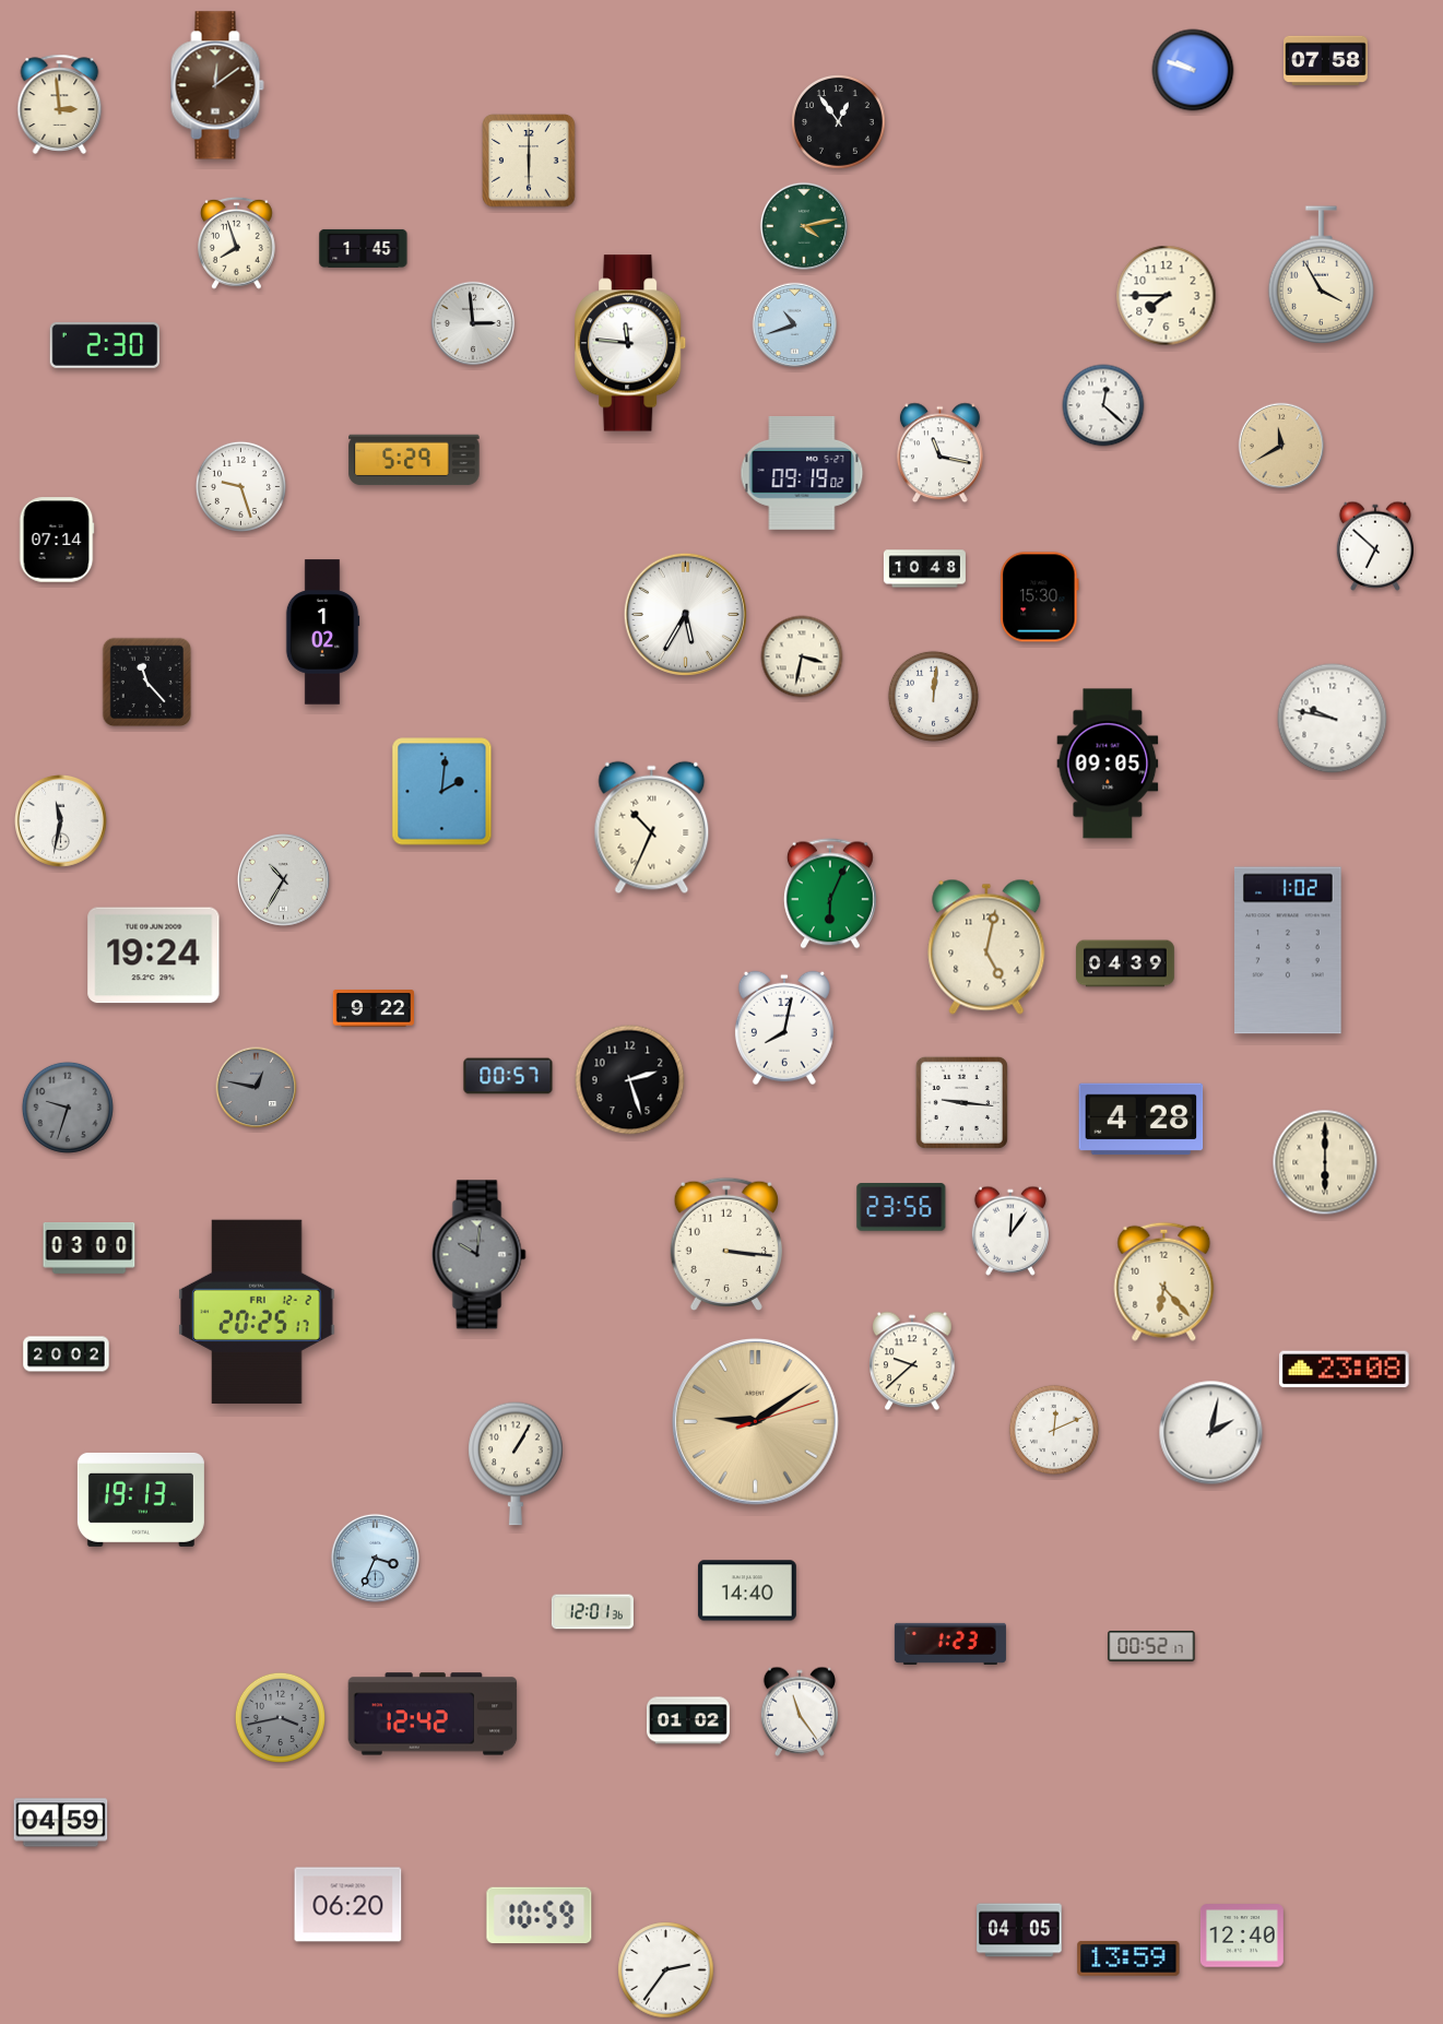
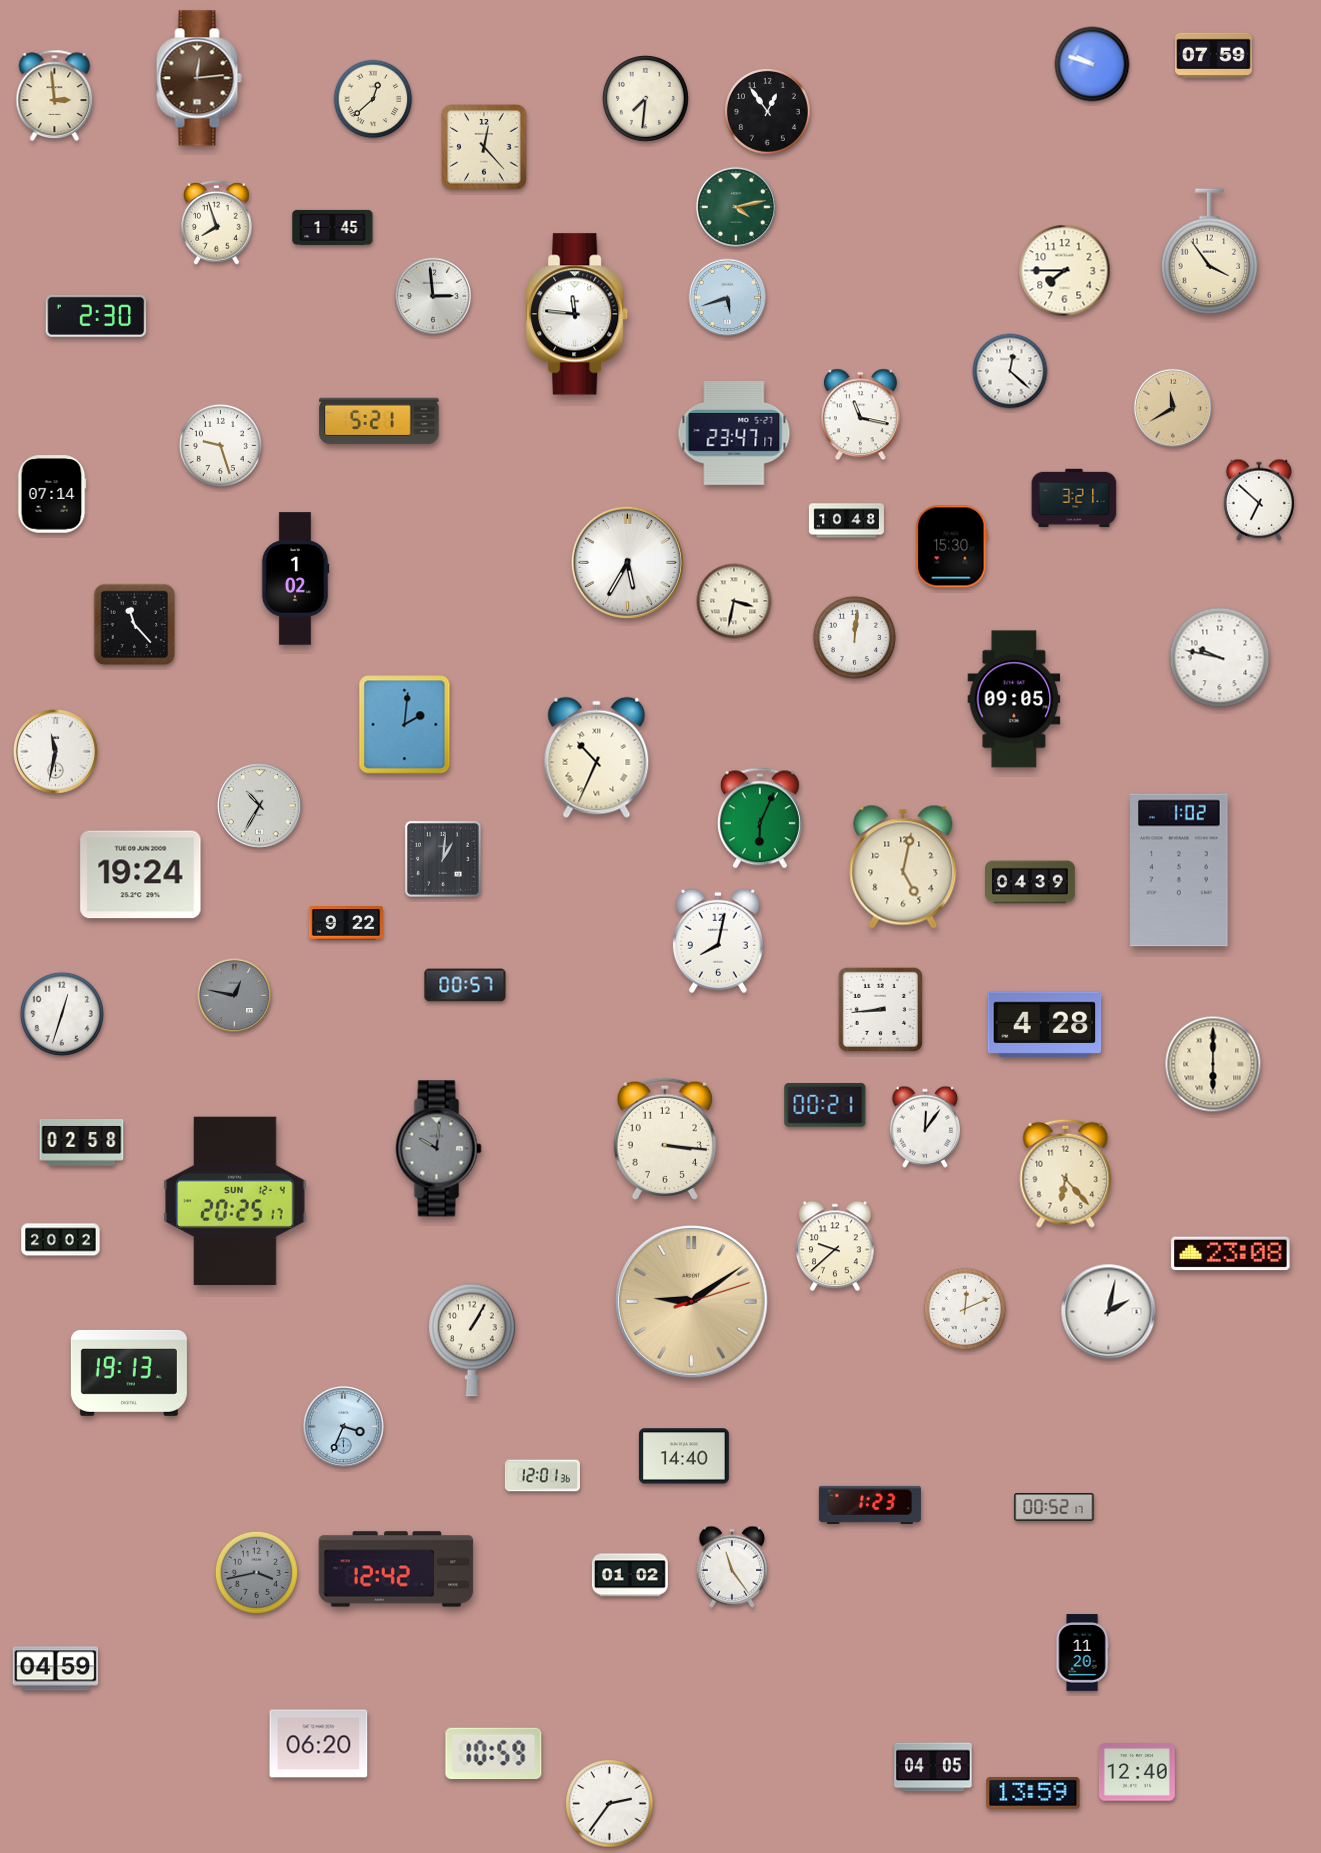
clock at (1326, 60): 07:58 -> 07:59
clock at (217, 85): 12:09 -> 12:14
clock at (373, 99): none -> 12:38
clock at (646, 99): none -> 7:31
clock at (529, 161): 6:00 -> 12:23
clock at (1322, 275): 3:55 -> 3:54
clock at (1167, 296) position: (1167, 296) -> (1065, 271)
clock at (795, 326): 10:42 -> 5:42
clock at (414, 460): 5:29 -> 5:21
clock at (802, 474): 09:19 -> 23:47
clock at (1074, 498): none -> 3:21
clock at (443, 859): none -> 1:01
clock at (372, 1008) position: (372, 1008) -> (345, 923)
clock at (630, 1080): 2:27 -> none
clock at (961, 1102): 9:16 -> 8:44
clock at (68, 1108): 9:33 -> 12:33
clock at (68, 1108) dial: grey -> white
clock at (901, 1208): 23:56 -> 00:21
clock at (90, 1248): 03:00 -> 02:58
clock at (257, 1312) date: FRI 12-2 -> SUN 12-4
clock at (1082, 1653): none -> 11:20
